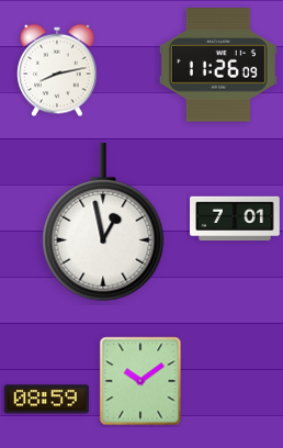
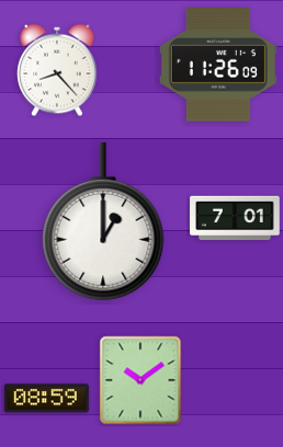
clock at (57, 70): 8:13 -> 8:23
clock at (103, 222): 12:58 -> 1:00
